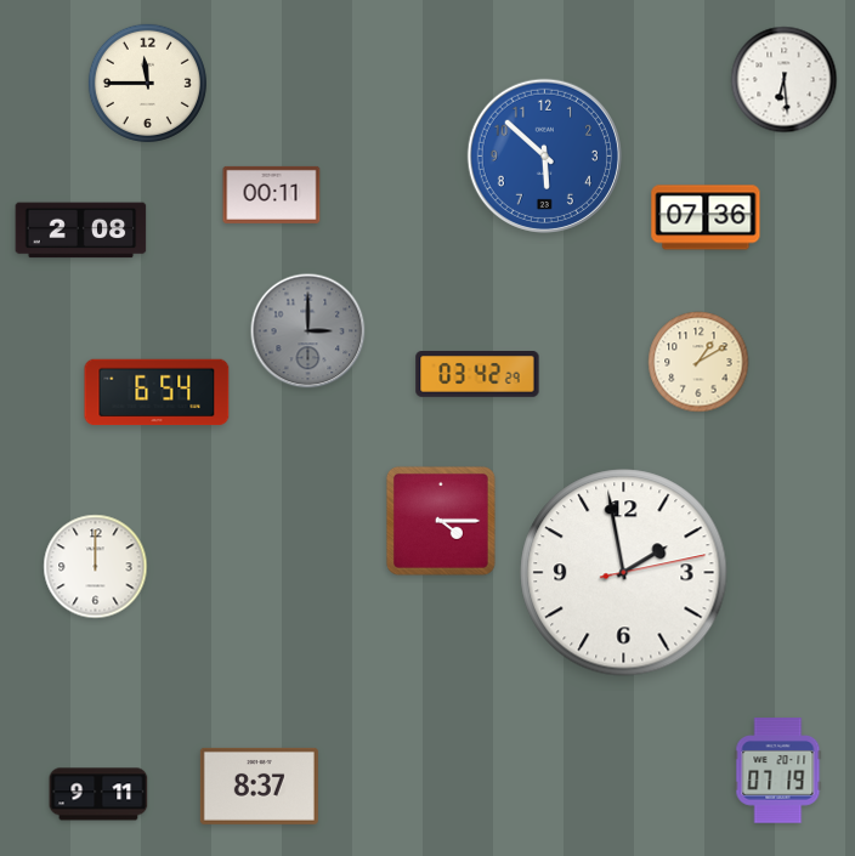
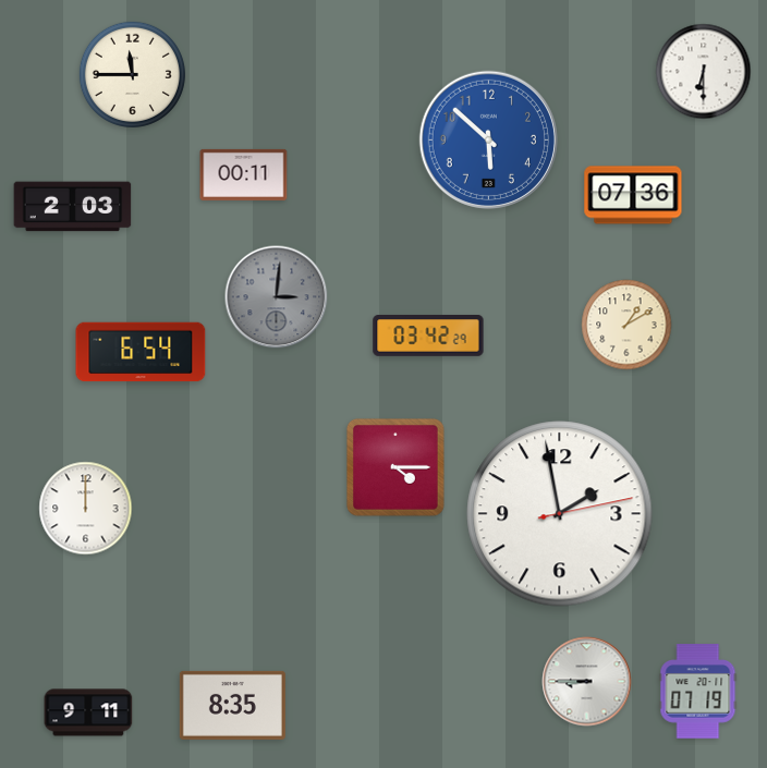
clock at (785, 80): 6:29 -> 6:30
clock at (81, 231): 2:08 -> 2:03
clock at (308, 331): 3:00 -> 3:01
clock at (587, 682): none -> 8:45
clock at (259, 786): 8:37 -> 8:35
